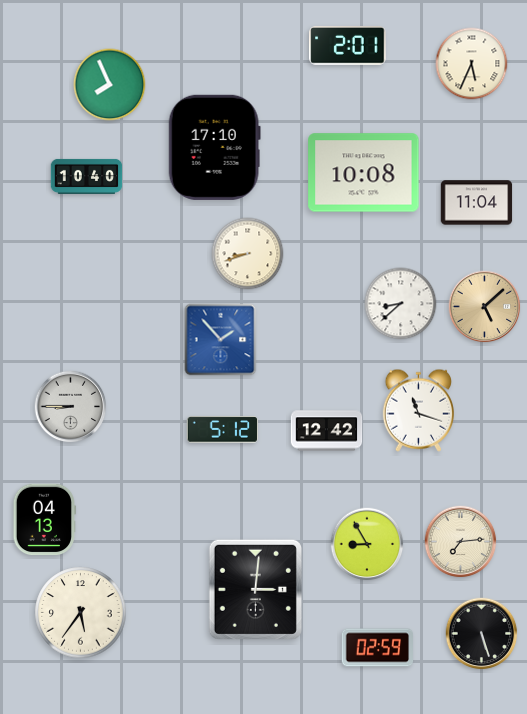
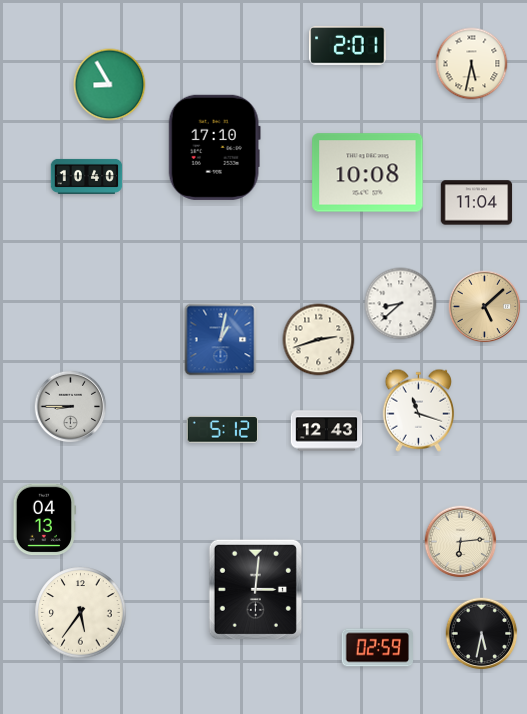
clock at (472, 64): 5:34 -> 5:32
clock at (110, 85): 7:56 -> 8:55
clock at (364, 173) position: (364, 173) -> (368, 173)
clock at (248, 254): 8:42 -> none
clock at (221, 340): 1:53 -> 1:02
clock at (319, 340): none -> 2:42
clock at (327, 431): 12:42 -> 12:43
clock at (461, 542): 7:14 -> 6:14
clock at (367, 544): 8:55 -> none
clock at (482, 634): 5:27 -> 5:32
